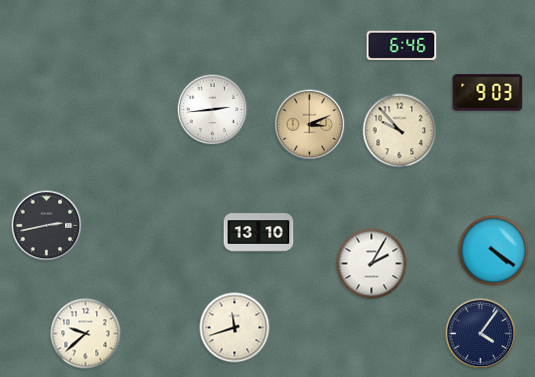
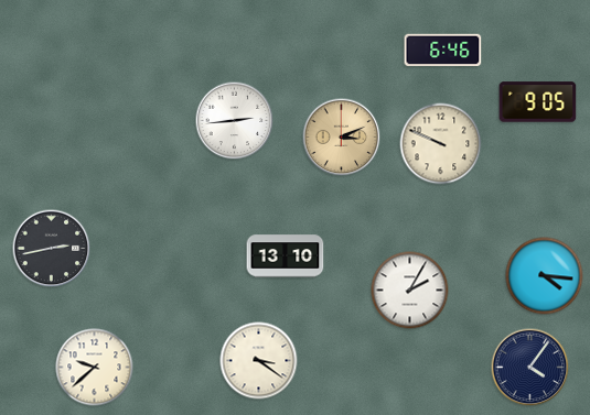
clock at (488, 93): 9:03 -> 9:05
clock at (400, 131): 9:53 -> 9:49
clock at (494, 251): 4:21 -> 4:16
clock at (235, 328): 11:42 -> 3:21
